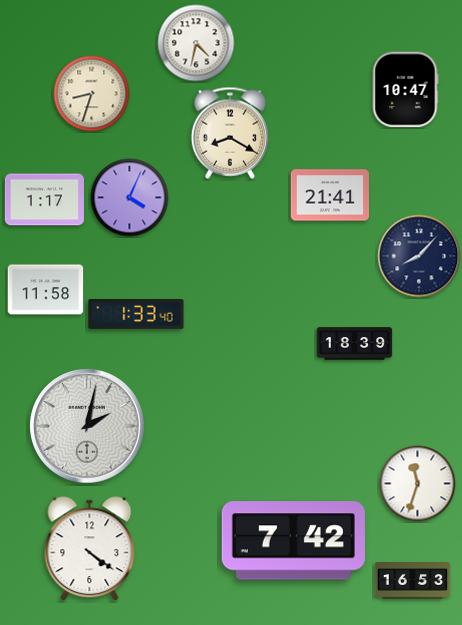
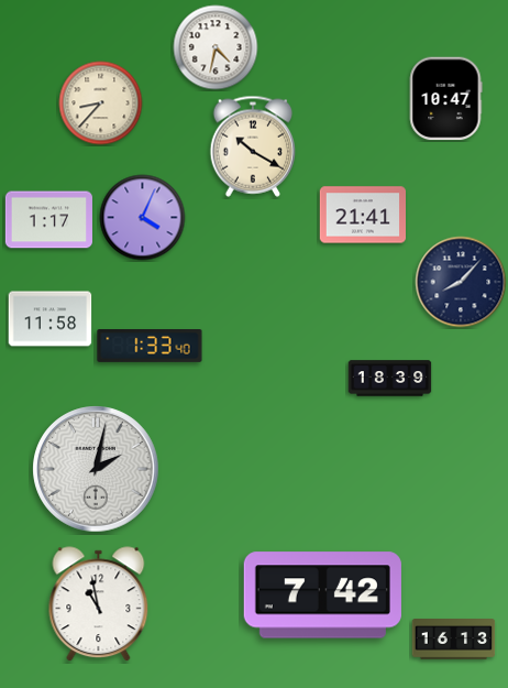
clock at (92, 94): 8:33 -> 8:37
clock at (230, 133): 8:20 -> 10:20
clock at (418, 484): 11:33 -> none
clock at (90, 549): 4:21 -> 10:58
clock at (413, 581): 16:53 -> 16:13
